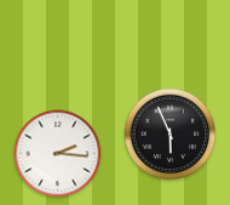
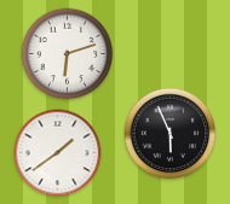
clock at (68, 54): none -> 6:12
clock at (58, 154): 2:16 -> 1:39
